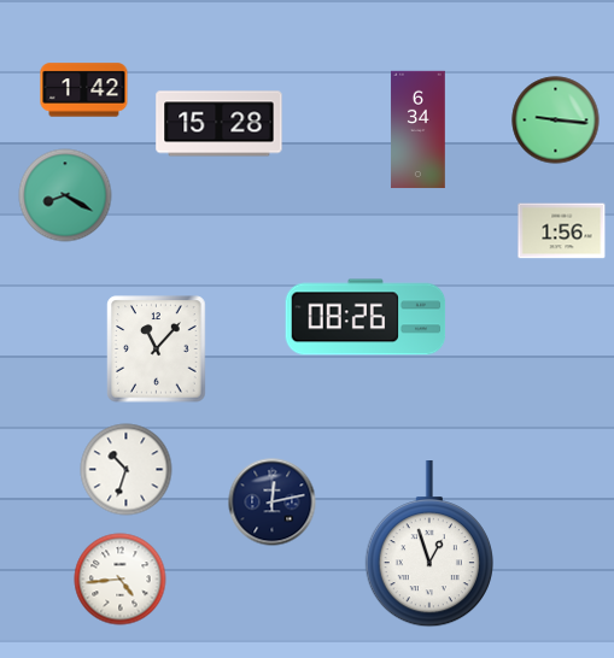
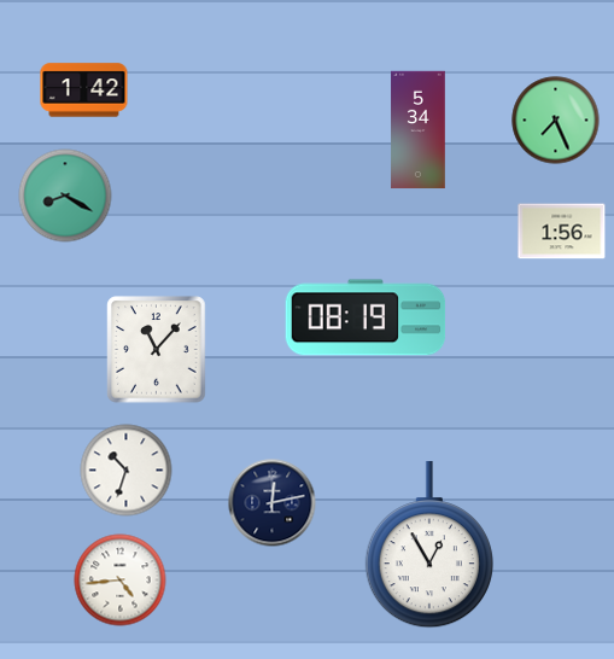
clock at (556, 121): 9:16 -> 7:26
clock at (220, 124): 15:28 -> none
clock at (419, 130): 6:34 -> 5:34
clock at (366, 317): 08:26 -> 08:19
clock at (429, 545): 12:57 -> 12:55
